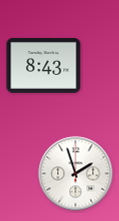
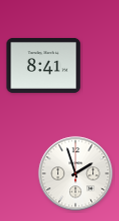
clock at (44, 65): 8:43 -> 8:41
